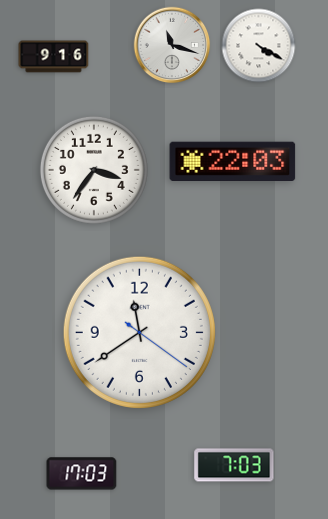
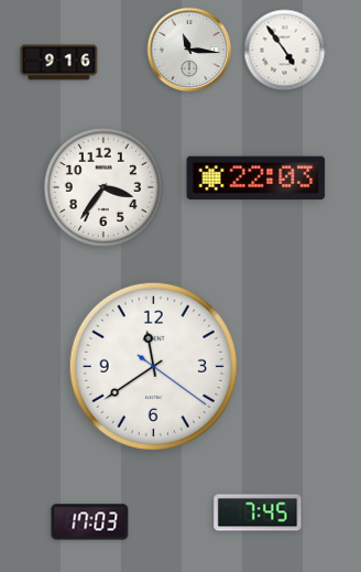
clock at (172, 45): 11:18 -> 11:16
clock at (259, 46): 4:20 -> 4:54
clock at (234, 465): 7:03 -> 7:45
